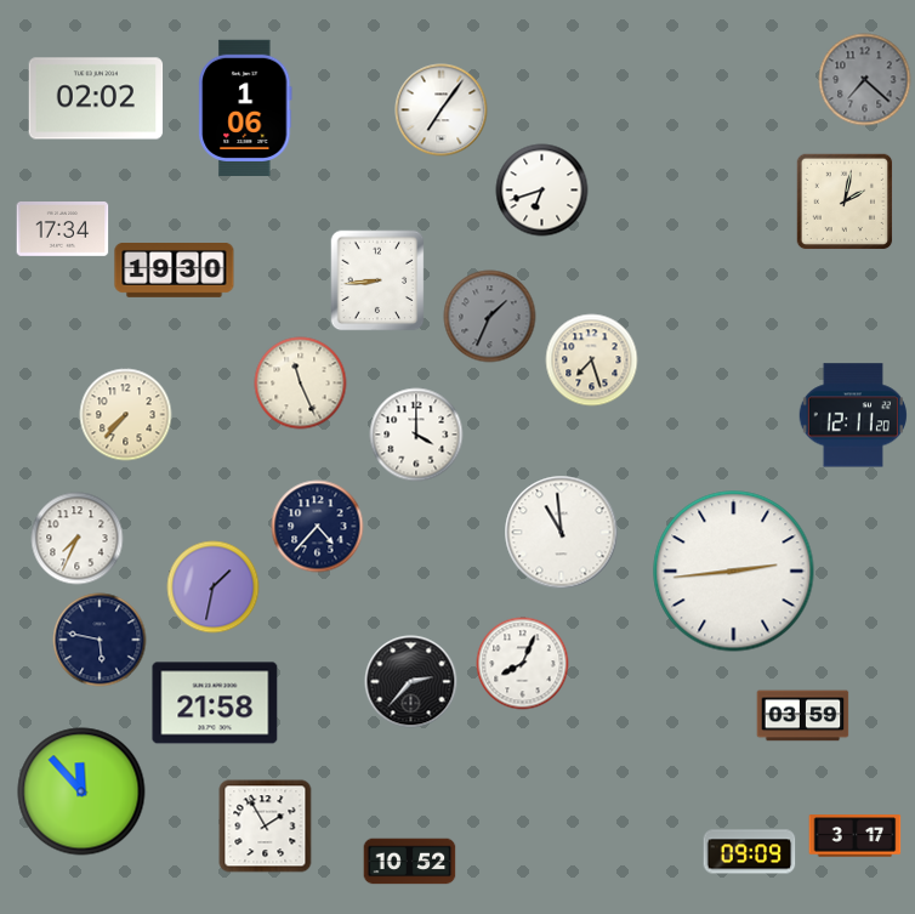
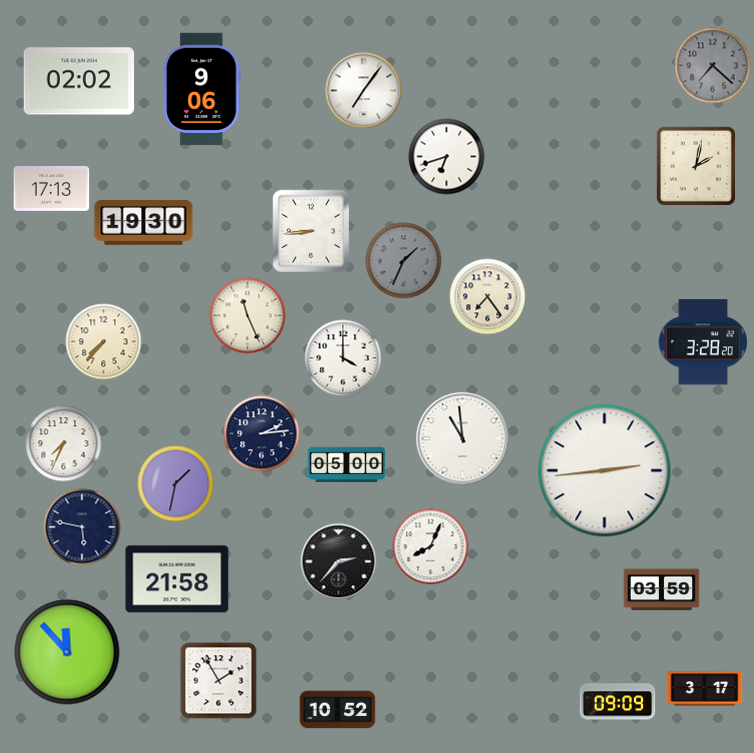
clock at (245, 107): 1:06 -> 9:06
clock at (63, 229): 17:34 -> 17:13
clock at (592, 361): 7:27 -> 7:24
clock at (853, 415): 12:11 -> 3:28
clock at (318, 527): 4:37 -> 2:14
clock at (347, 465): none -> 05:00
